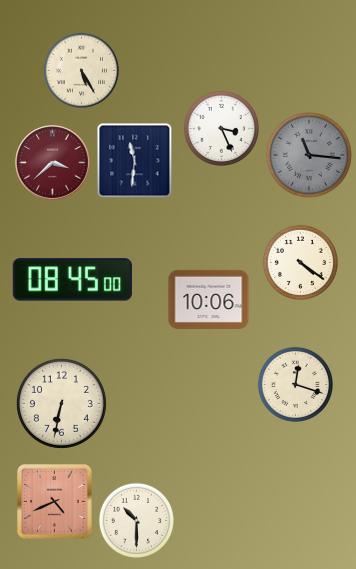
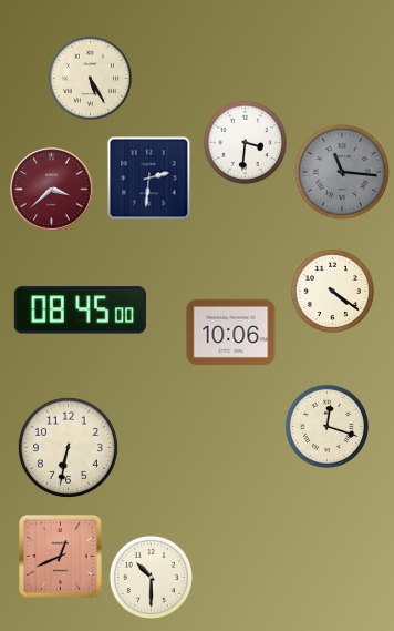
clock at (221, 128): 3:26 -> 3:31
clock at (135, 161): 11:31 -> 2:31
clock at (53, 163) position: (53, 163) -> (52, 190)
clock at (54, 501): 4:41 -> 12:41
